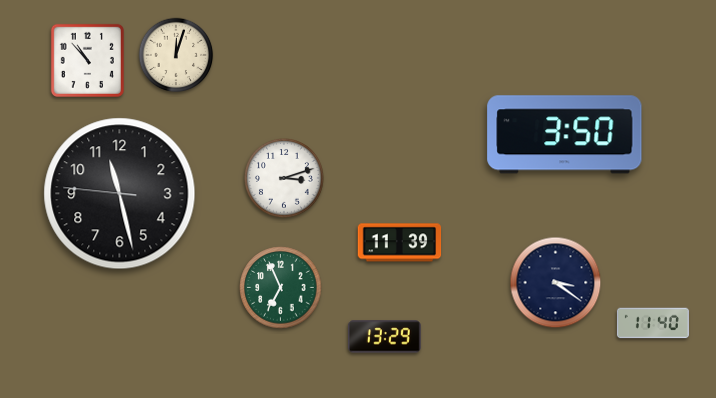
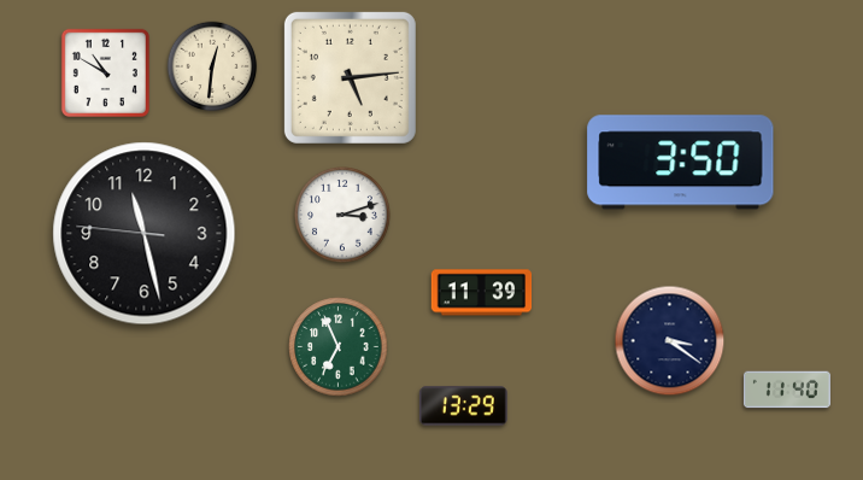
clock at (176, 55): 12:03 -> 12:31
clock at (87, 60): 10:53 -> 10:50
clock at (350, 77): none -> 5:14
